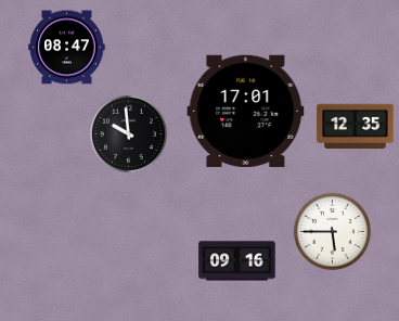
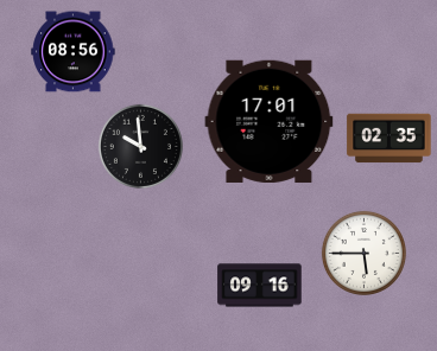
clock at (67, 48): 08:47 -> 08:56
clock at (356, 127): 12:35 -> 02:35
